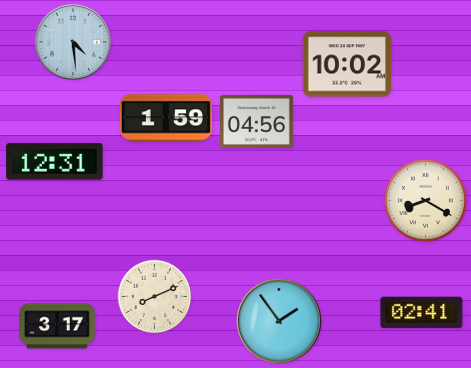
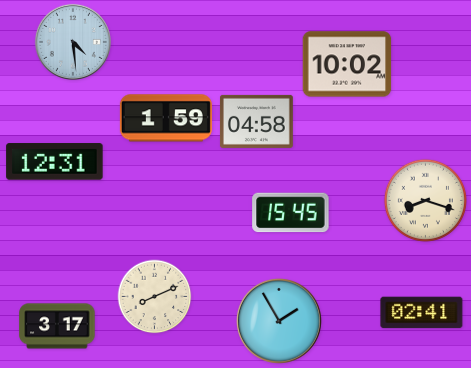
clock at (256, 121): 04:56 -> 04:58
clock at (425, 200): 8:20 -> 8:18
clock at (291, 213): none -> 15:45
clock at (279, 321): 1:54 -> 1:55
